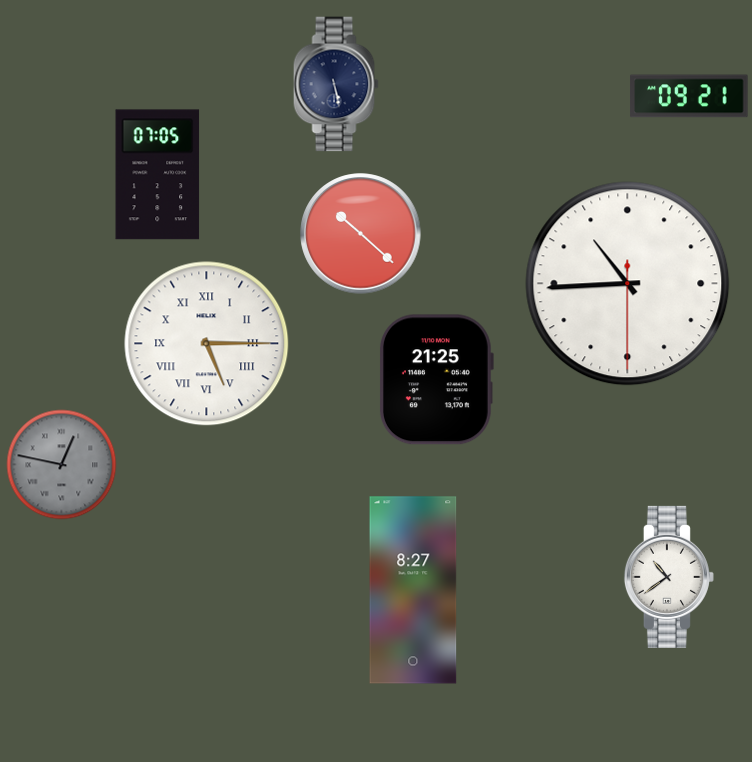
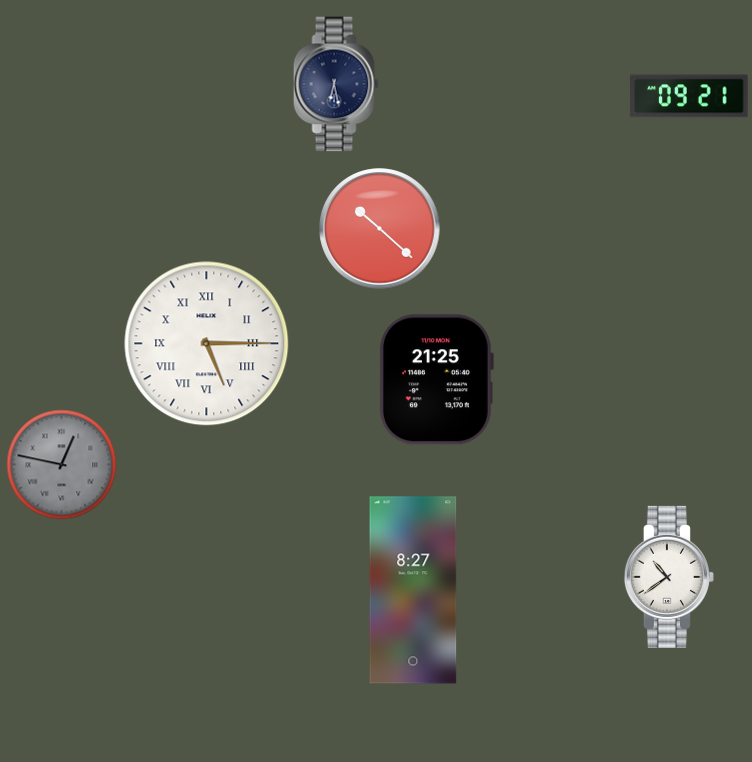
clock at (336, 84): 5:28 -> 6:28
clock at (158, 175): 07:05 -> none
clock at (361, 234) position: (361, 234) -> (380, 229)
clock at (628, 284): 10:44 -> none
